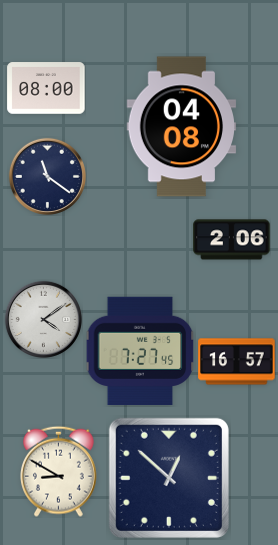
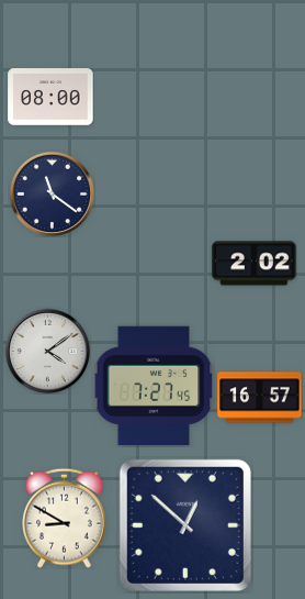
clock at (182, 127): 04:08 -> none
clock at (232, 240): 2:06 -> 2:02
